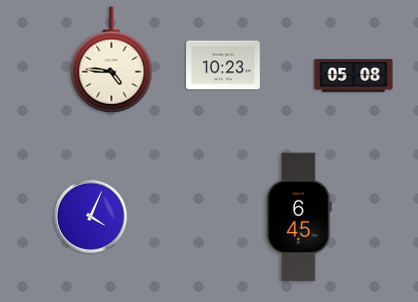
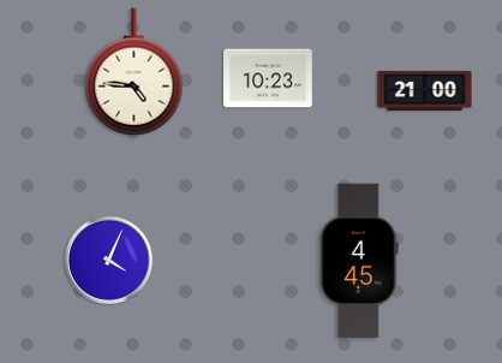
clock at (354, 75): 05:08 -> 21:00
clock at (299, 217): 6:45 -> 4:45
